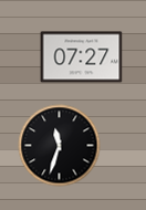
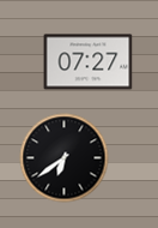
clock at (60, 146): 11:33 -> 6:39
